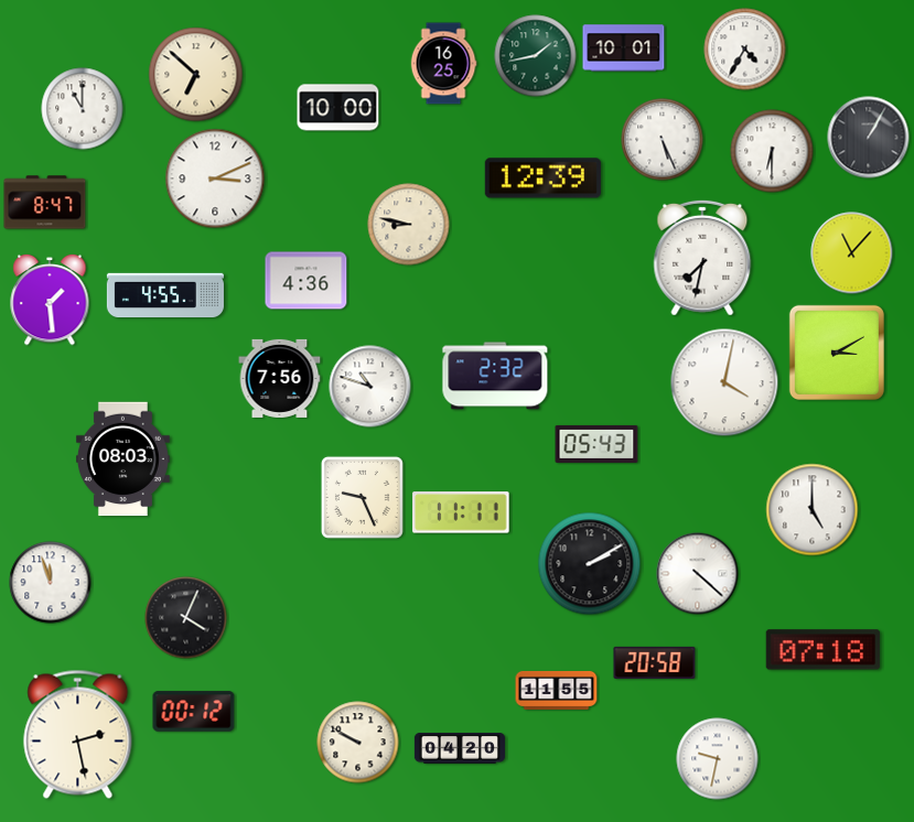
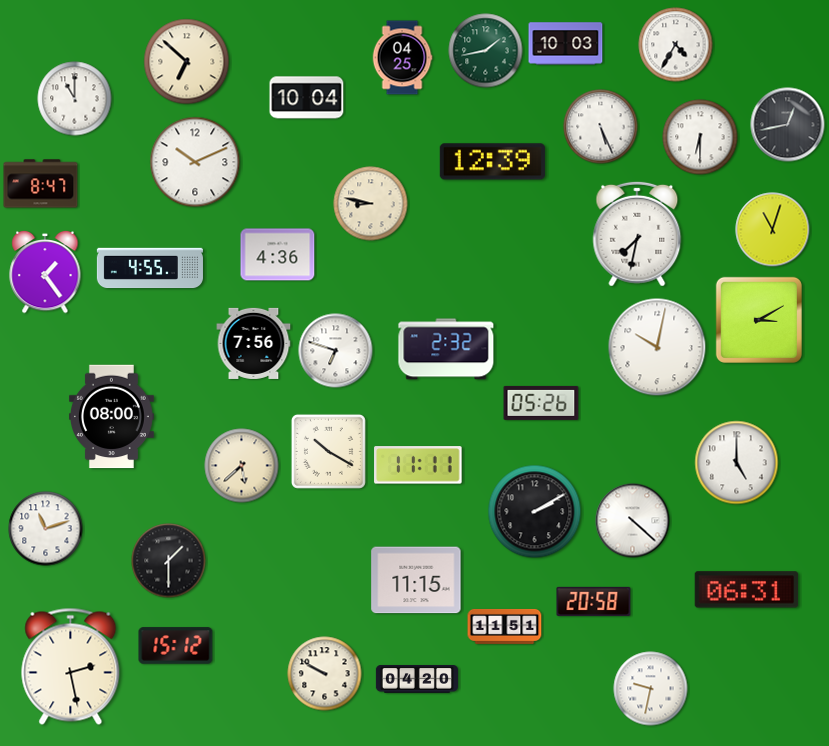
clock at (624, 48): 10:01 -> 10:03
clock at (443, 64): 16:25 -> 04:25
clock at (196, 75) position: (196, 75) -> (187, 62)
clock at (338, 108): 10:00 -> 10:04
clock at (869, 138): 1:05 -> 12:43
clock at (215, 179): 3:11 -> 10:11
clock at (852, 253): 11:07 -> 11:03
clock at (50, 300): 1:29 -> 1:24
clock at (495, 376) position: (495, 376) -> (446, 349)
clock at (724, 382): 4:02 -> 10:02
clock at (370, 387): 10:48 -> 6:48
clock at (596, 444): 05:43 -> 05:26
clock at (122, 459): 08:03 -> 08:00
clock at (362, 497): 9:26 -> 10:20
clock at (242, 466): none -> 5:38
clock at (51, 583): 11:57 -> 11:12
clock at (186, 618): 4:04 -> 1:30
clock at (416, 580): none -> 11:15
clock at (824, 650): 07:18 -> 06:31
clock at (557, 690): 11:55 -> 11:51
clock at (194, 712): 00:12 -> 15:12
